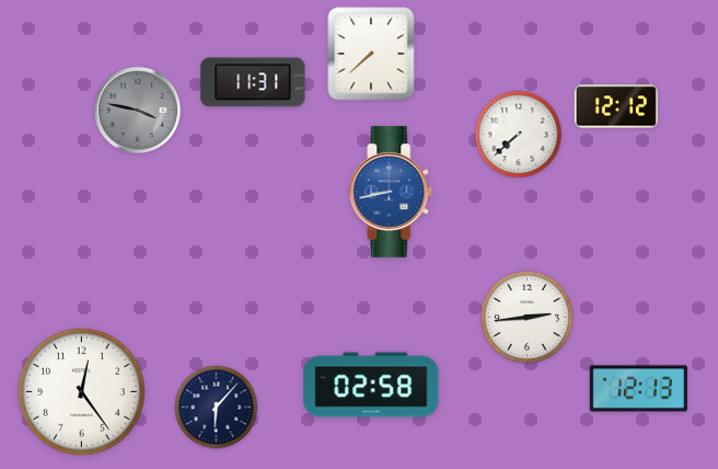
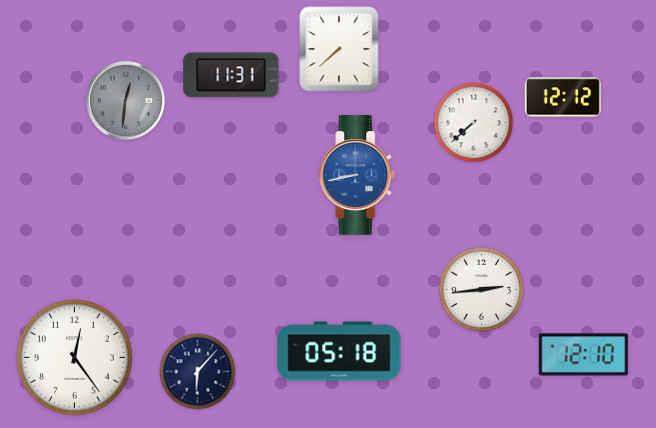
clock at (138, 111): 3:47 -> 12:31
clock at (371, 385): 02:58 -> 05:18
clock at (638, 389): 12:13 -> 12:10
